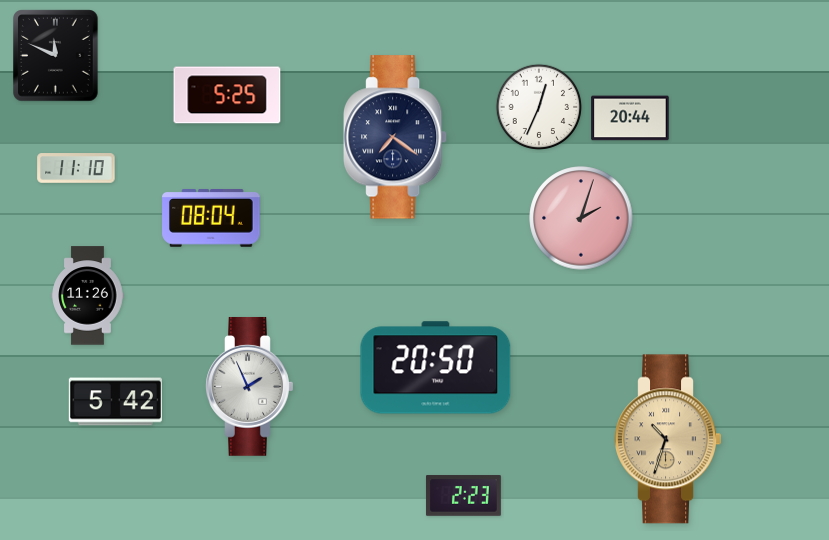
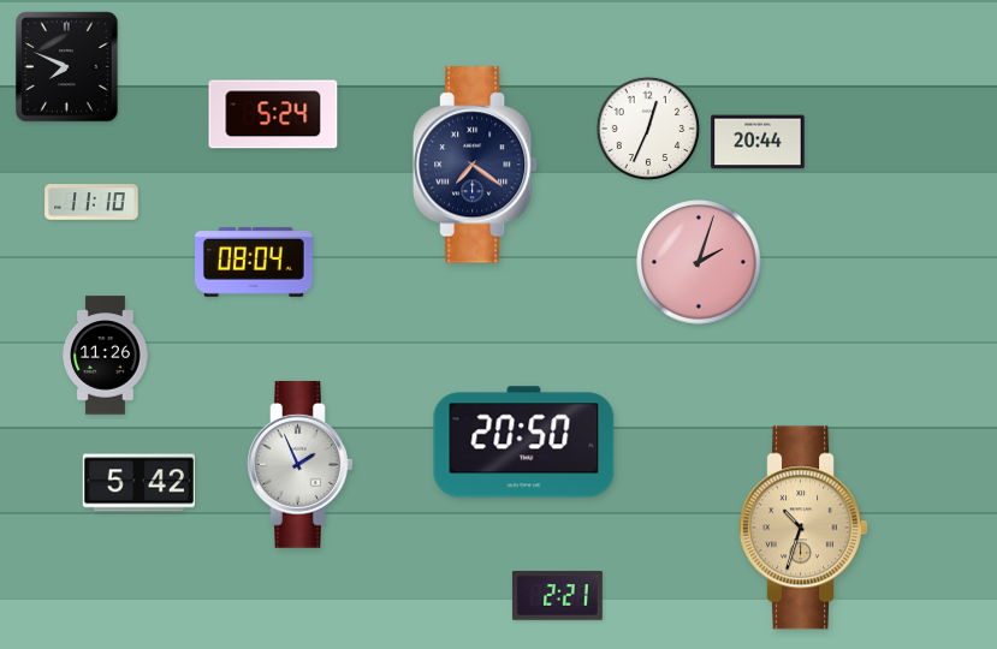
clock at (56, 56): 11:49 -> 7:49
clock at (227, 95): 5:25 -> 5:24
clock at (463, 496): 2:23 -> 2:21
